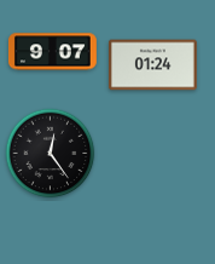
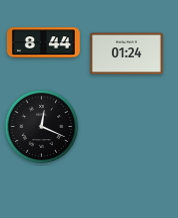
clock at (52, 52): 9:07 -> 8:44
clock at (51, 154): 12:24 -> 12:19
